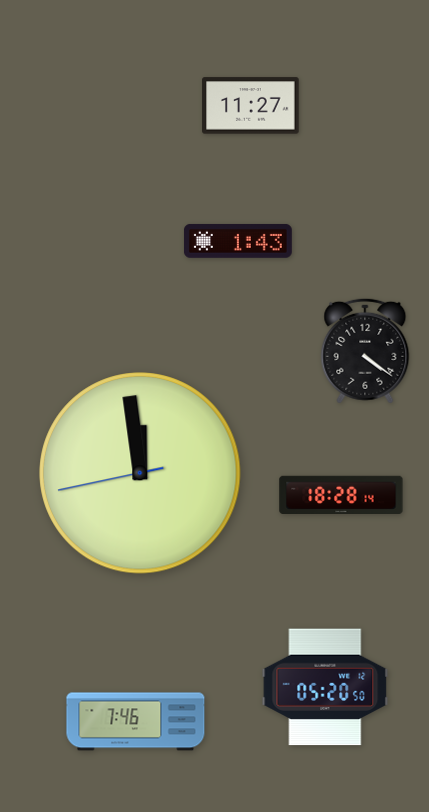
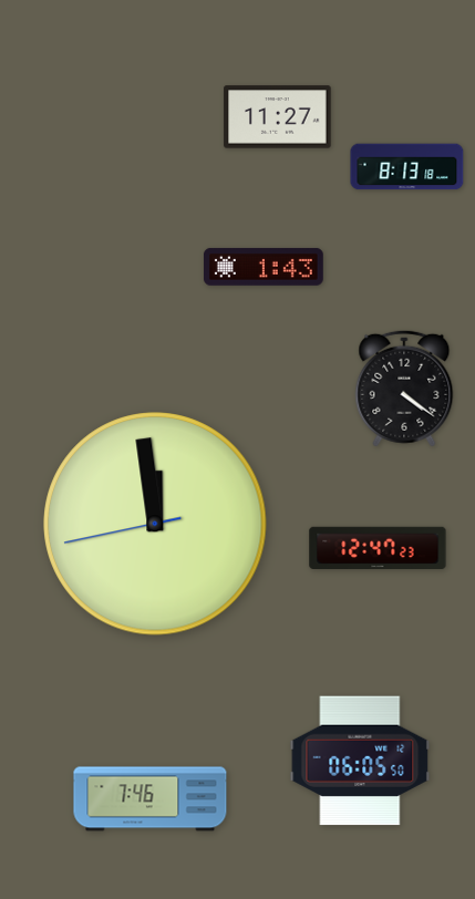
clock at (407, 167): none -> 8:13
clock at (341, 494): 18:28 -> 12:47
clock at (325, 687): 05:20 -> 06:05
